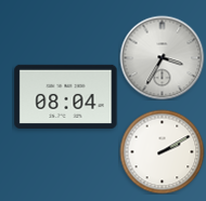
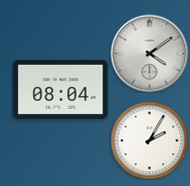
clock at (162, 57): 3:35 -> 4:09
clock at (162, 151): 2:10 -> 2:05
